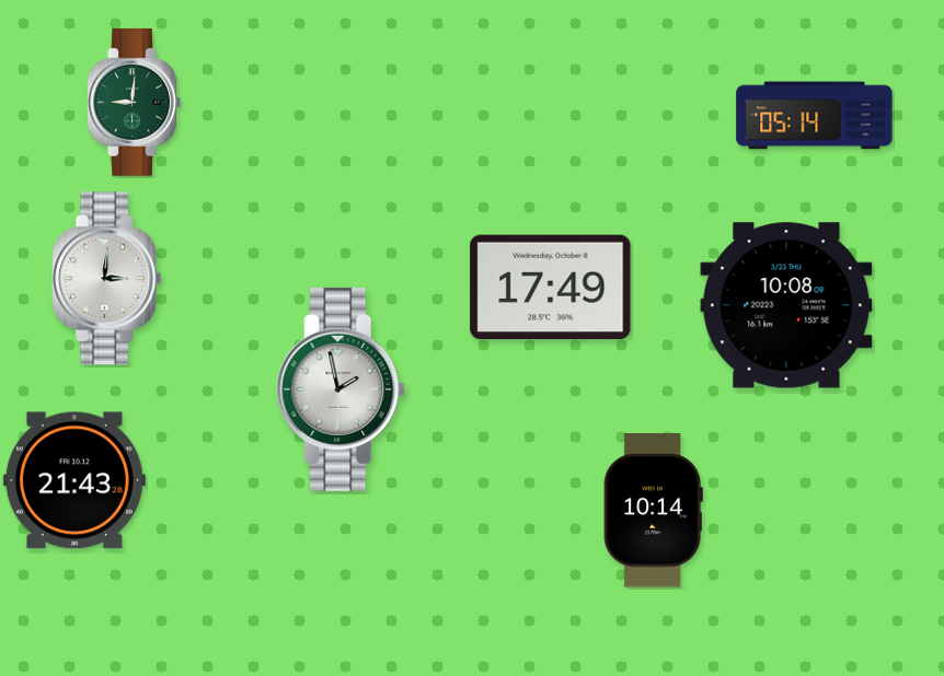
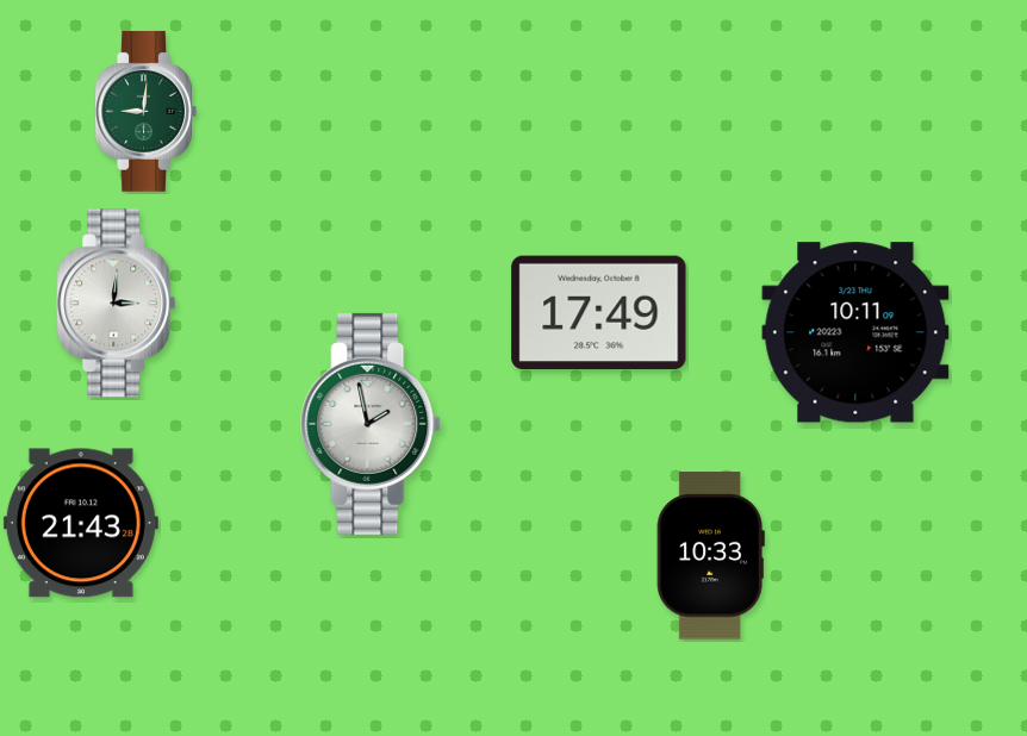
clock at (815, 116): 05:14 -> none
clock at (786, 305): 10:08 -> 10:11
clock at (653, 511): 10:14 -> 10:33
